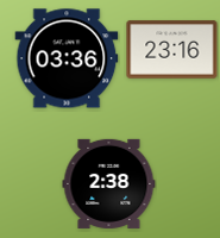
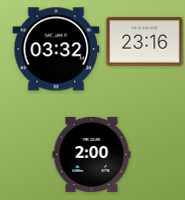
clock at (67, 58): 03:36 -> 03:32
clock at (109, 183): 2:38 -> 2:00
